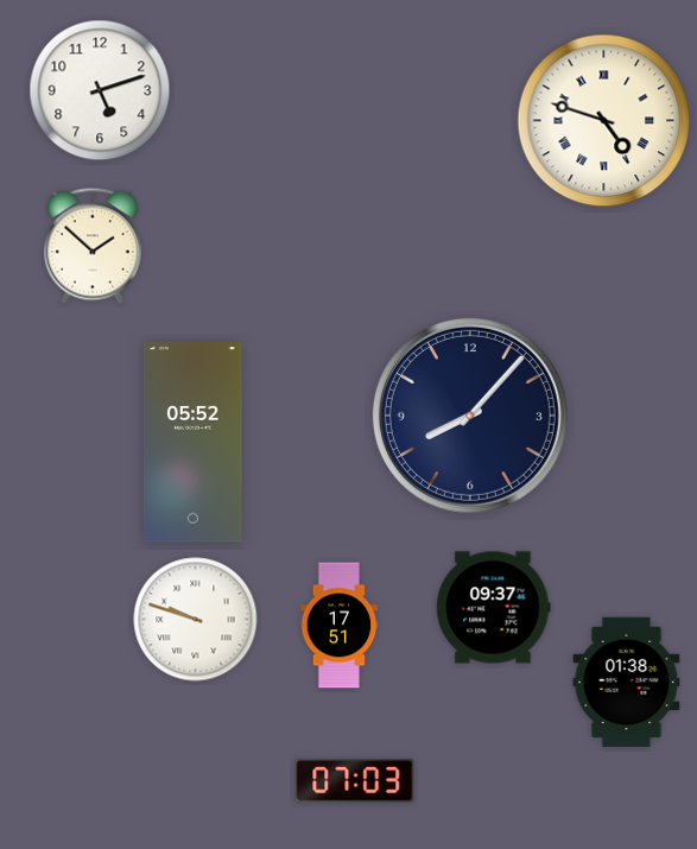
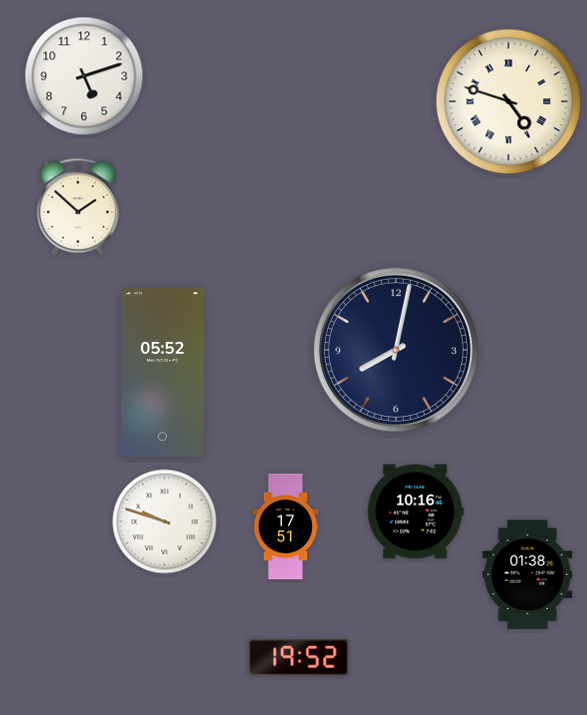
clock at (470, 416): 8:07 -> 8:02
clock at (494, 608): 09:37 -> 10:16
clock at (355, 781): 07:03 -> 19:52
